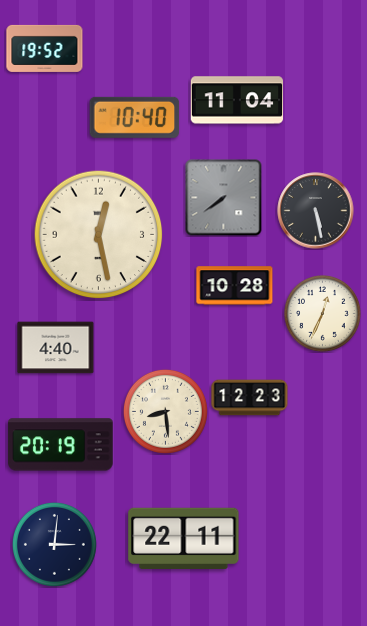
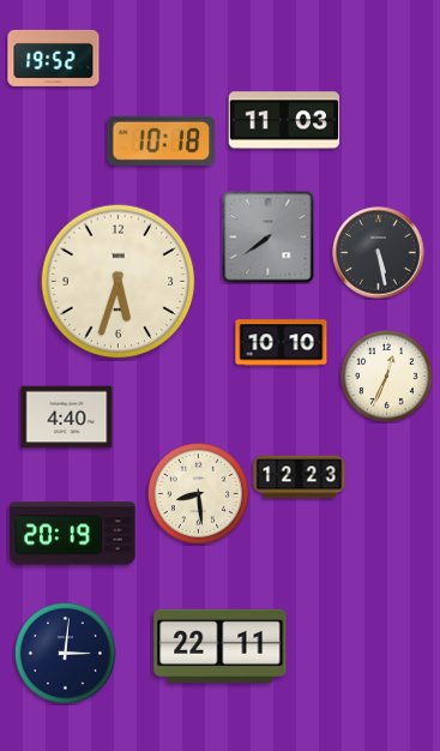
clock at (237, 100): 11:04 -> 11:03
clock at (135, 117): 10:40 -> 10:18
clock at (99, 235): 12:28 -> 5:33
clock at (235, 286): 10:28 -> 10:10
